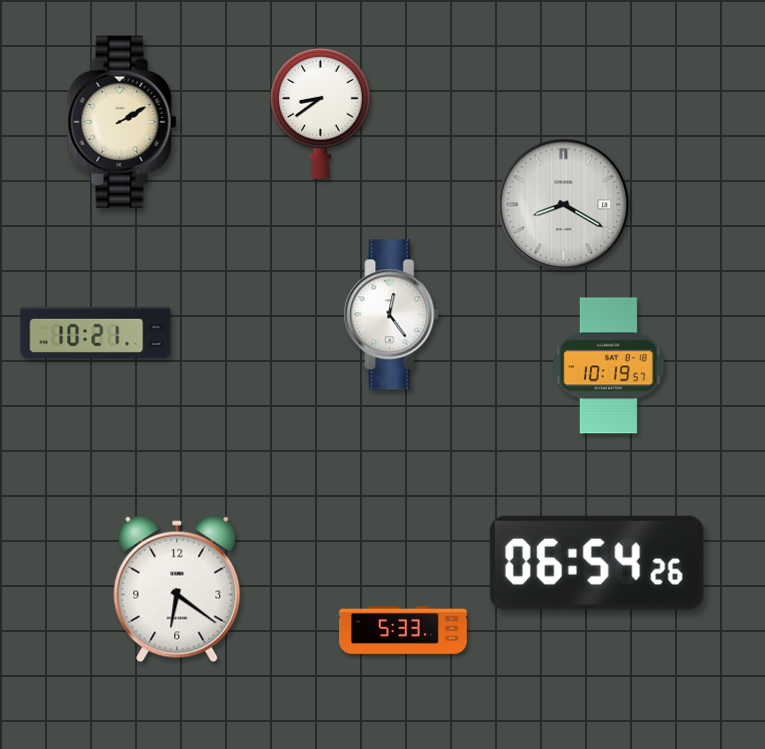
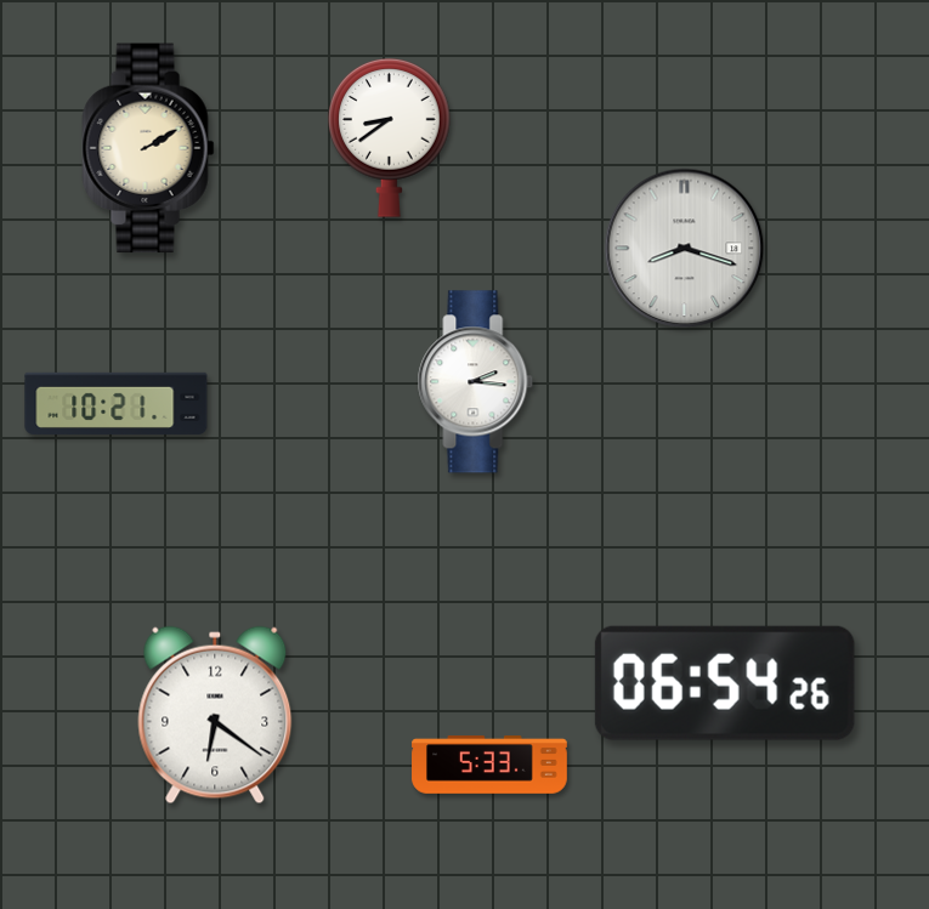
clock at (564, 205): 8:20 -> 8:18
clock at (392, 315): 12:24 -> 2:16
clock at (609, 366): 10:19 -> none
